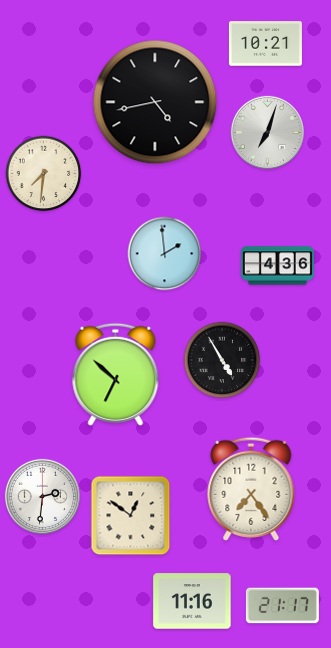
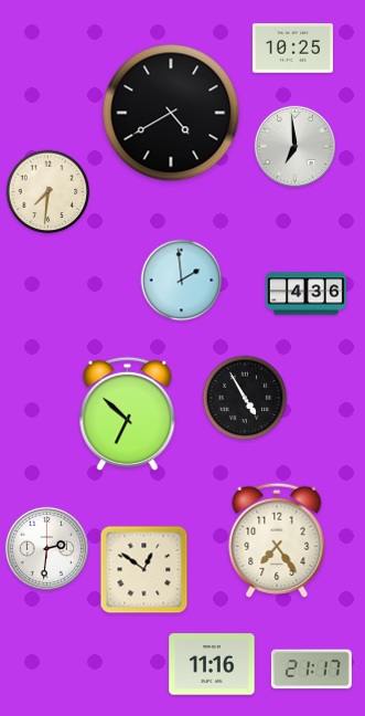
clock at (265, 44): 10:21 -> 10:25
clock at (155, 102): 4:43 -> 4:40
clock at (267, 132): 7:03 -> 6:59
